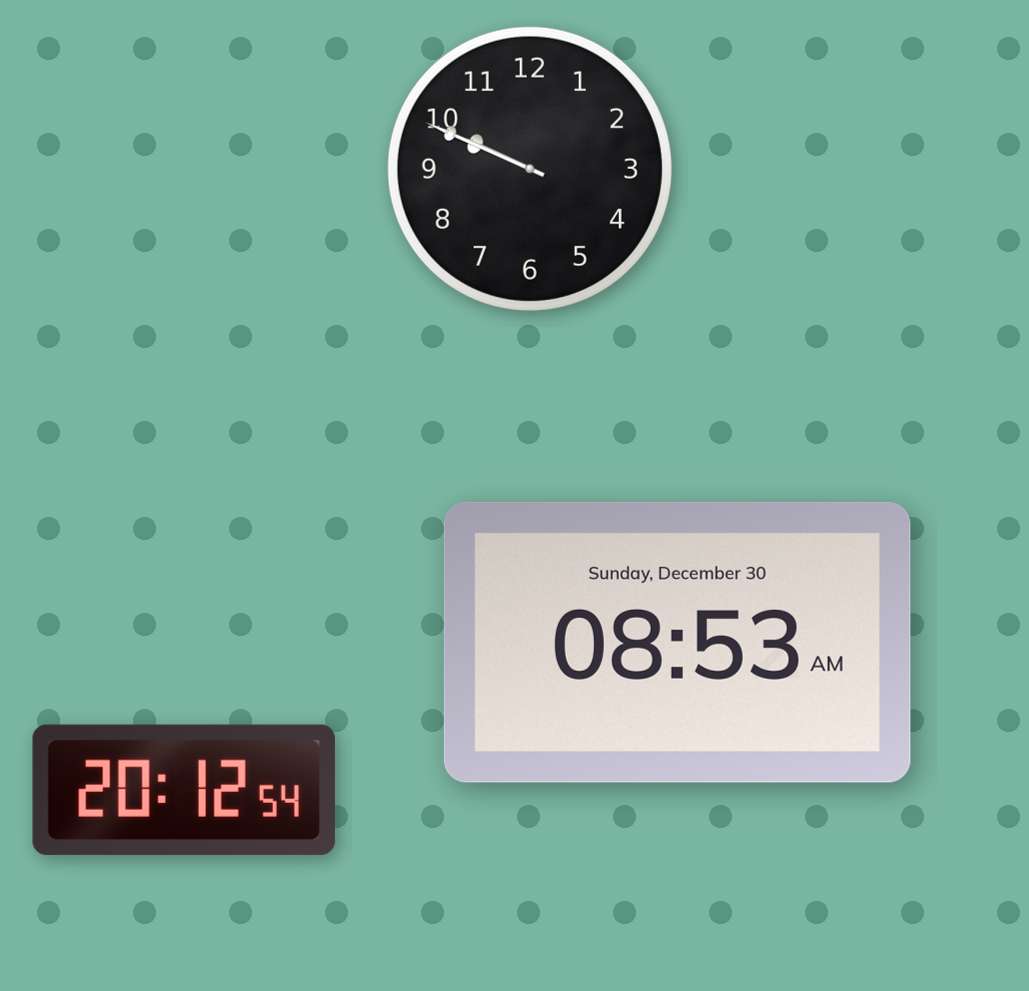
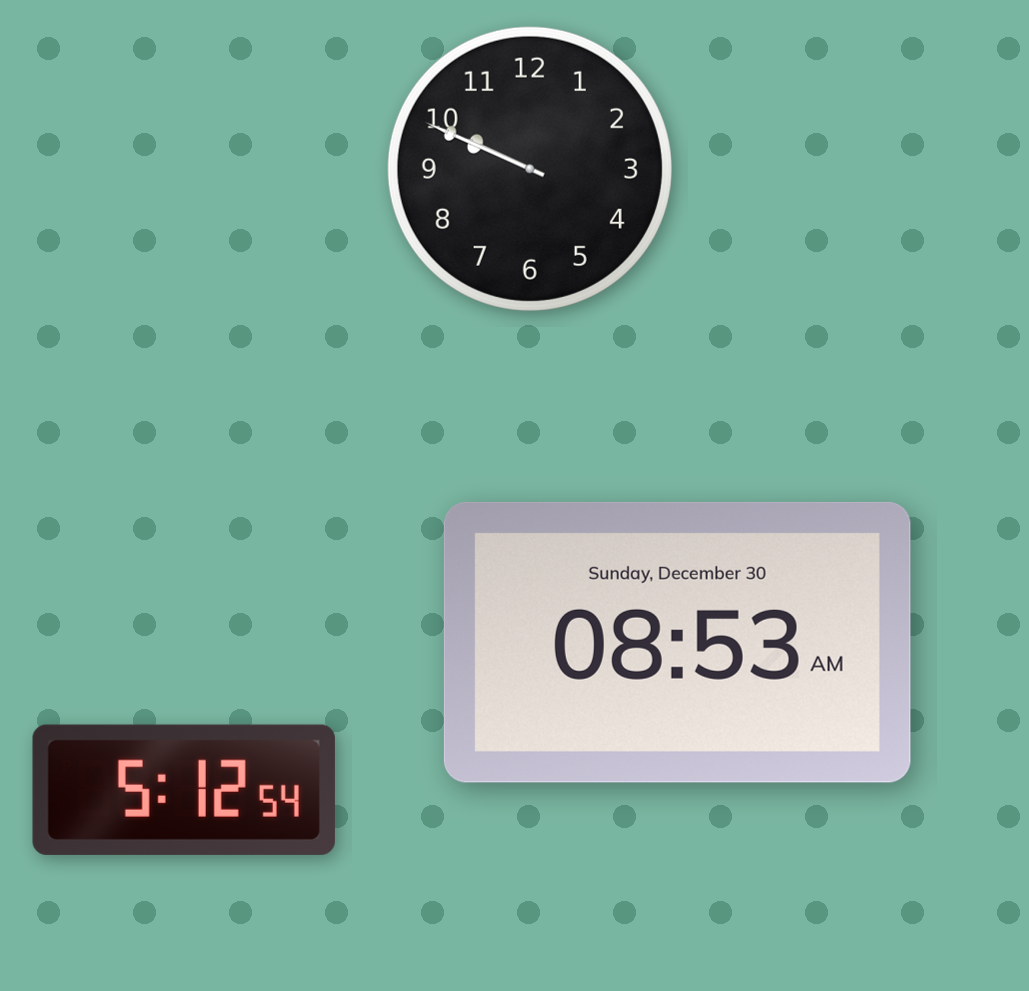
clock at (184, 790): 20:12 -> 5:12
